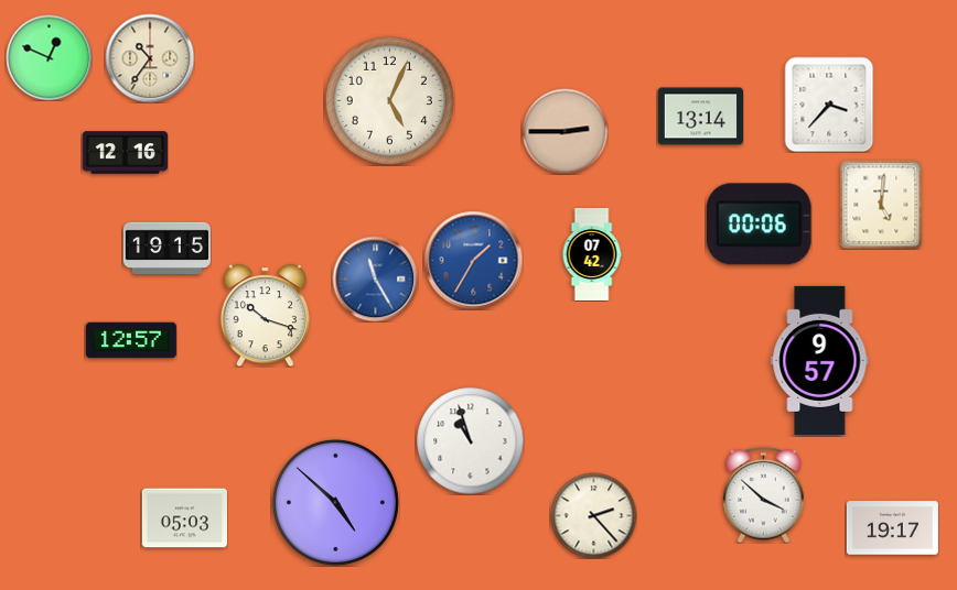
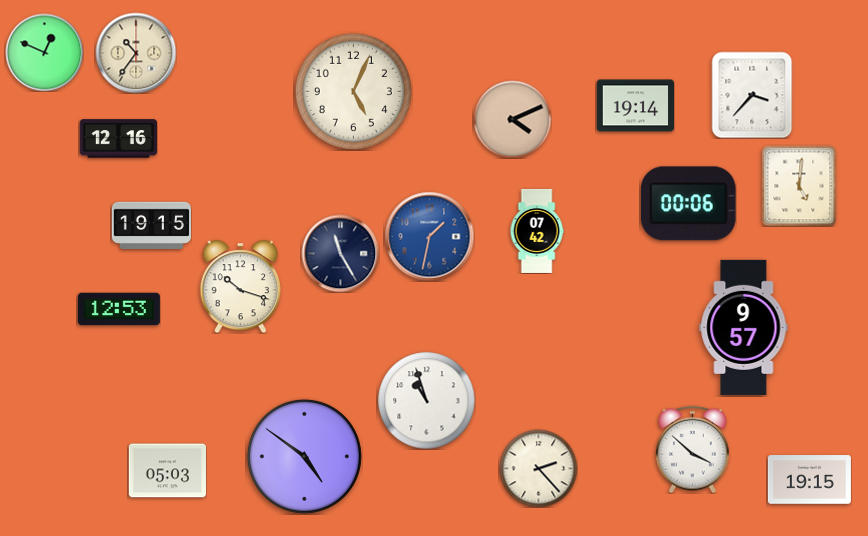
clock at (700, 117): 13:14 -> 19:14
clock at (564, 131): 2:45 -> 4:11
clock at (125, 153) position: (125, 153) -> (118, 139)
clock at (473, 260): 1:35 -> 1:32
clock at (375, 278) dial: blue -> navy
clock at (131, 340): 12:57 -> 12:53
clock at (335, 502): 4:52 -> 4:51
clock at (892, 528): 19:17 -> 19:15
